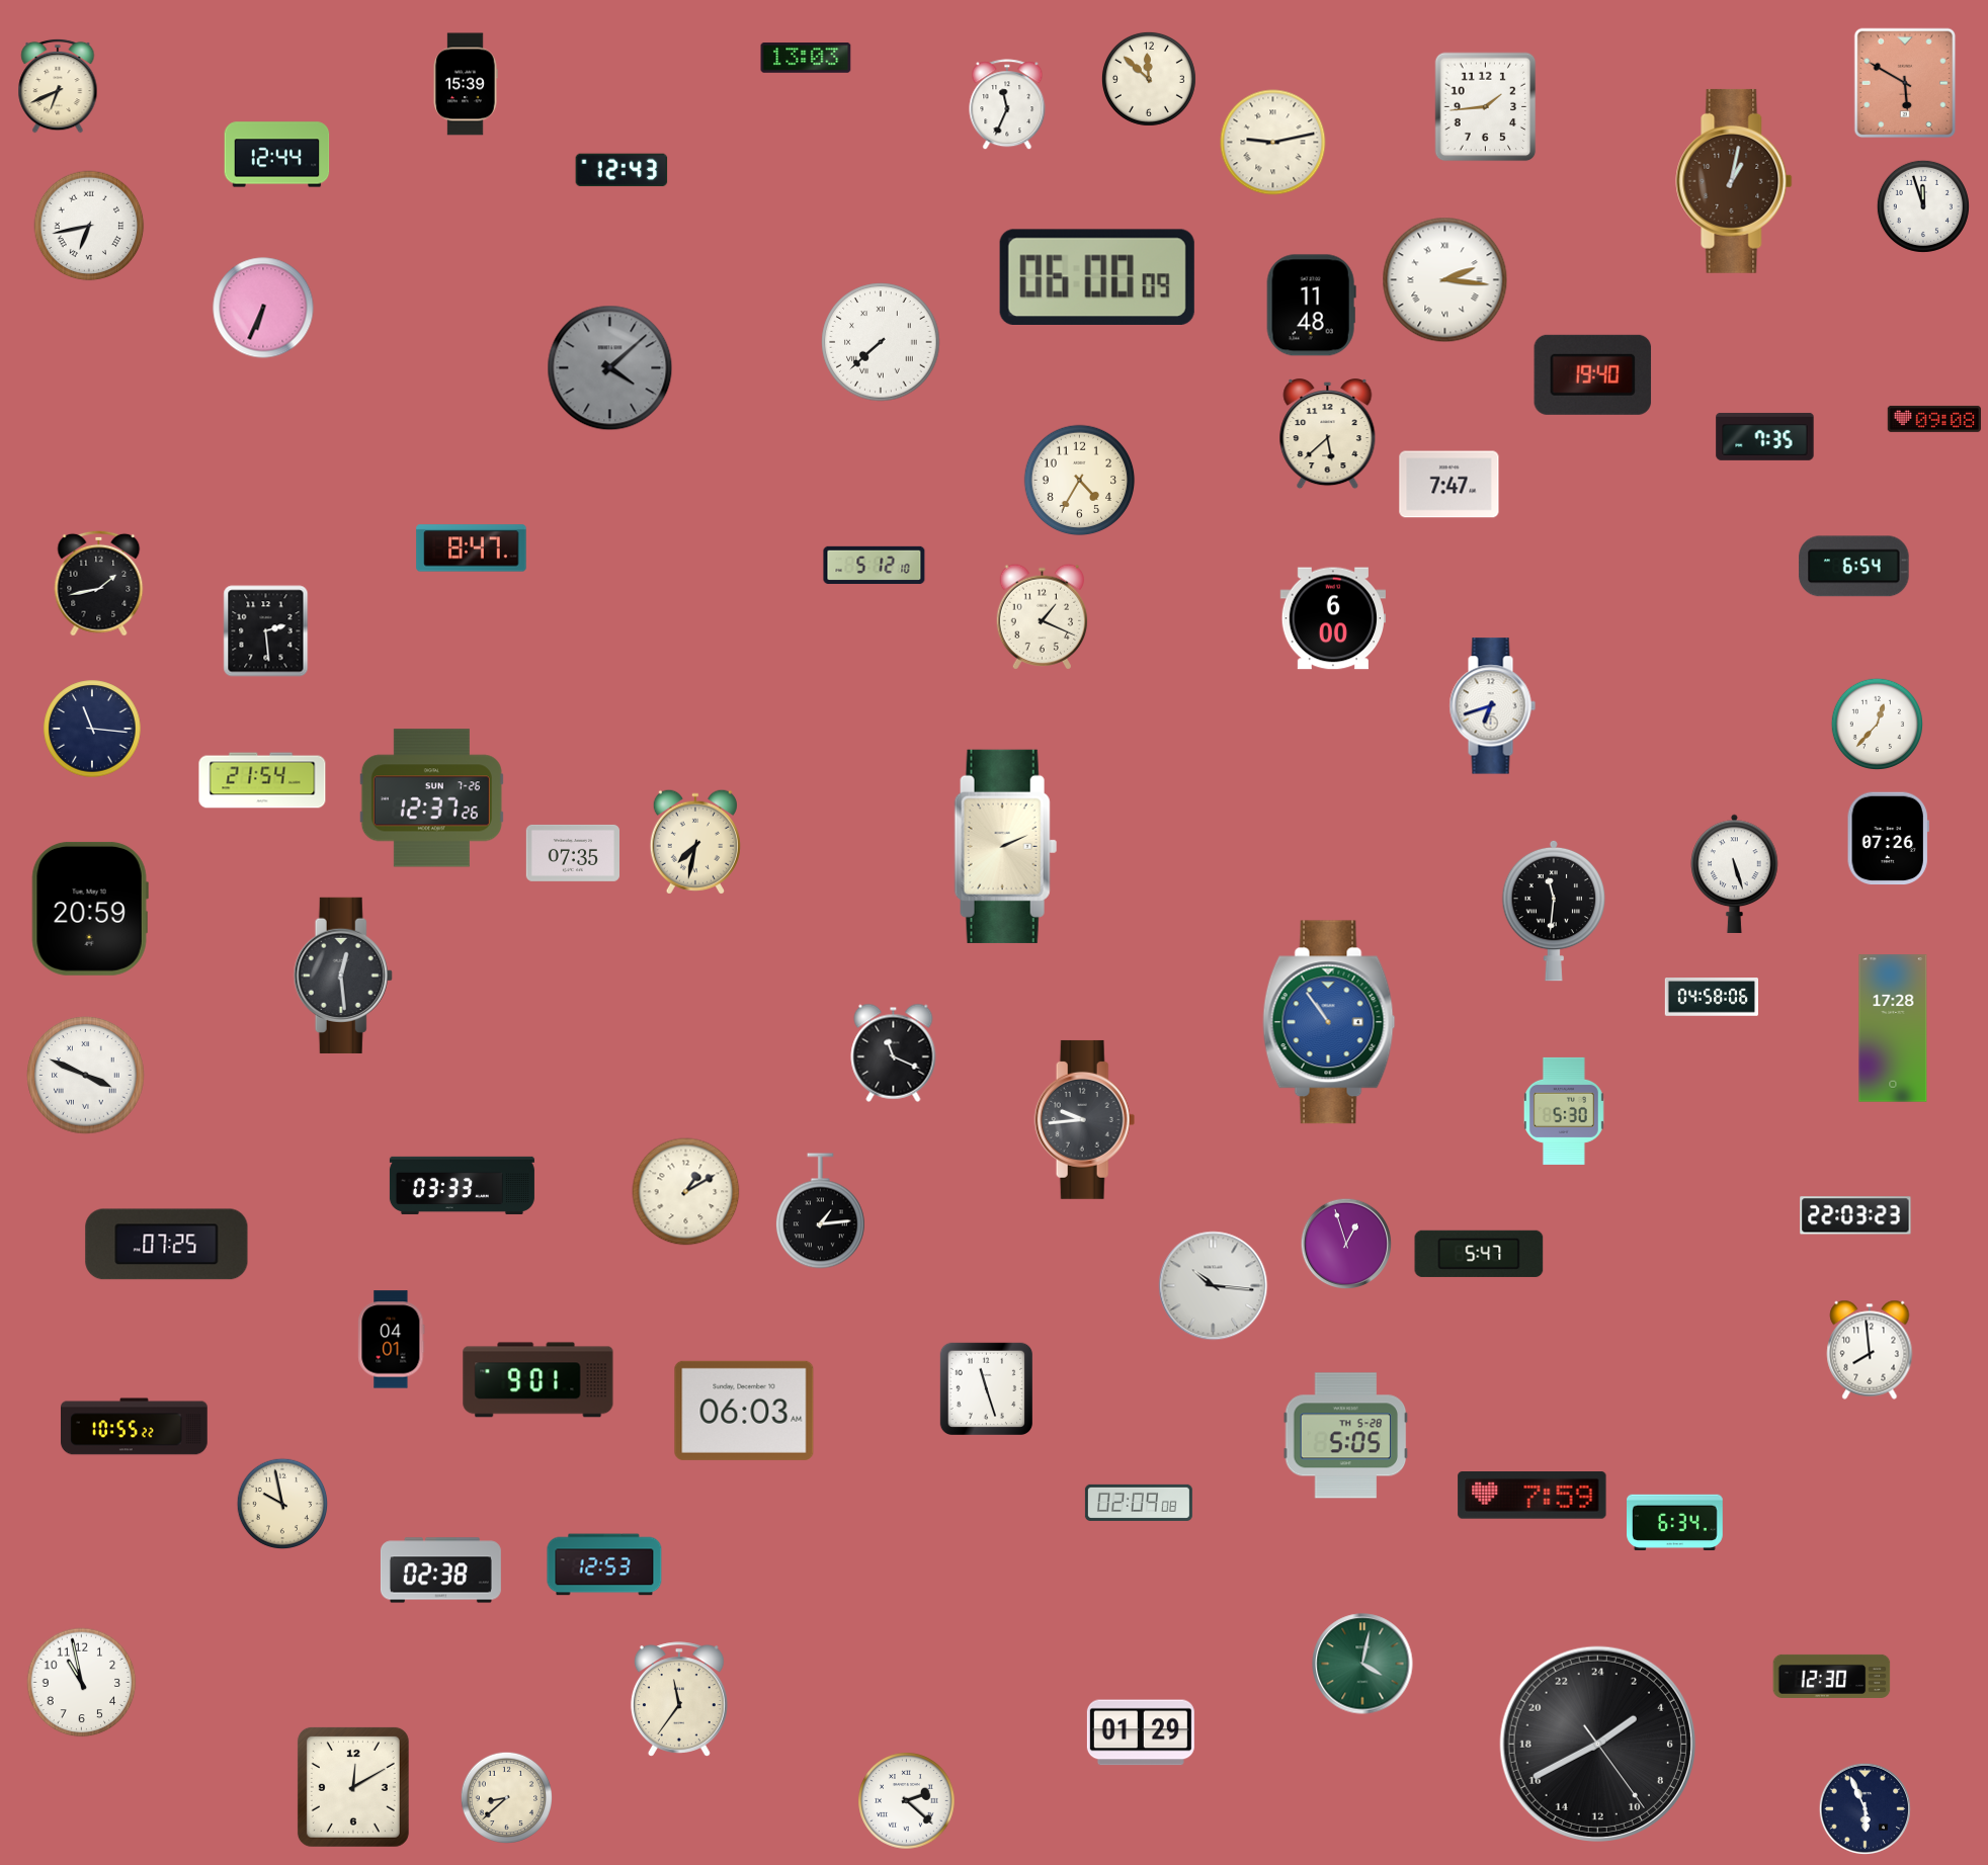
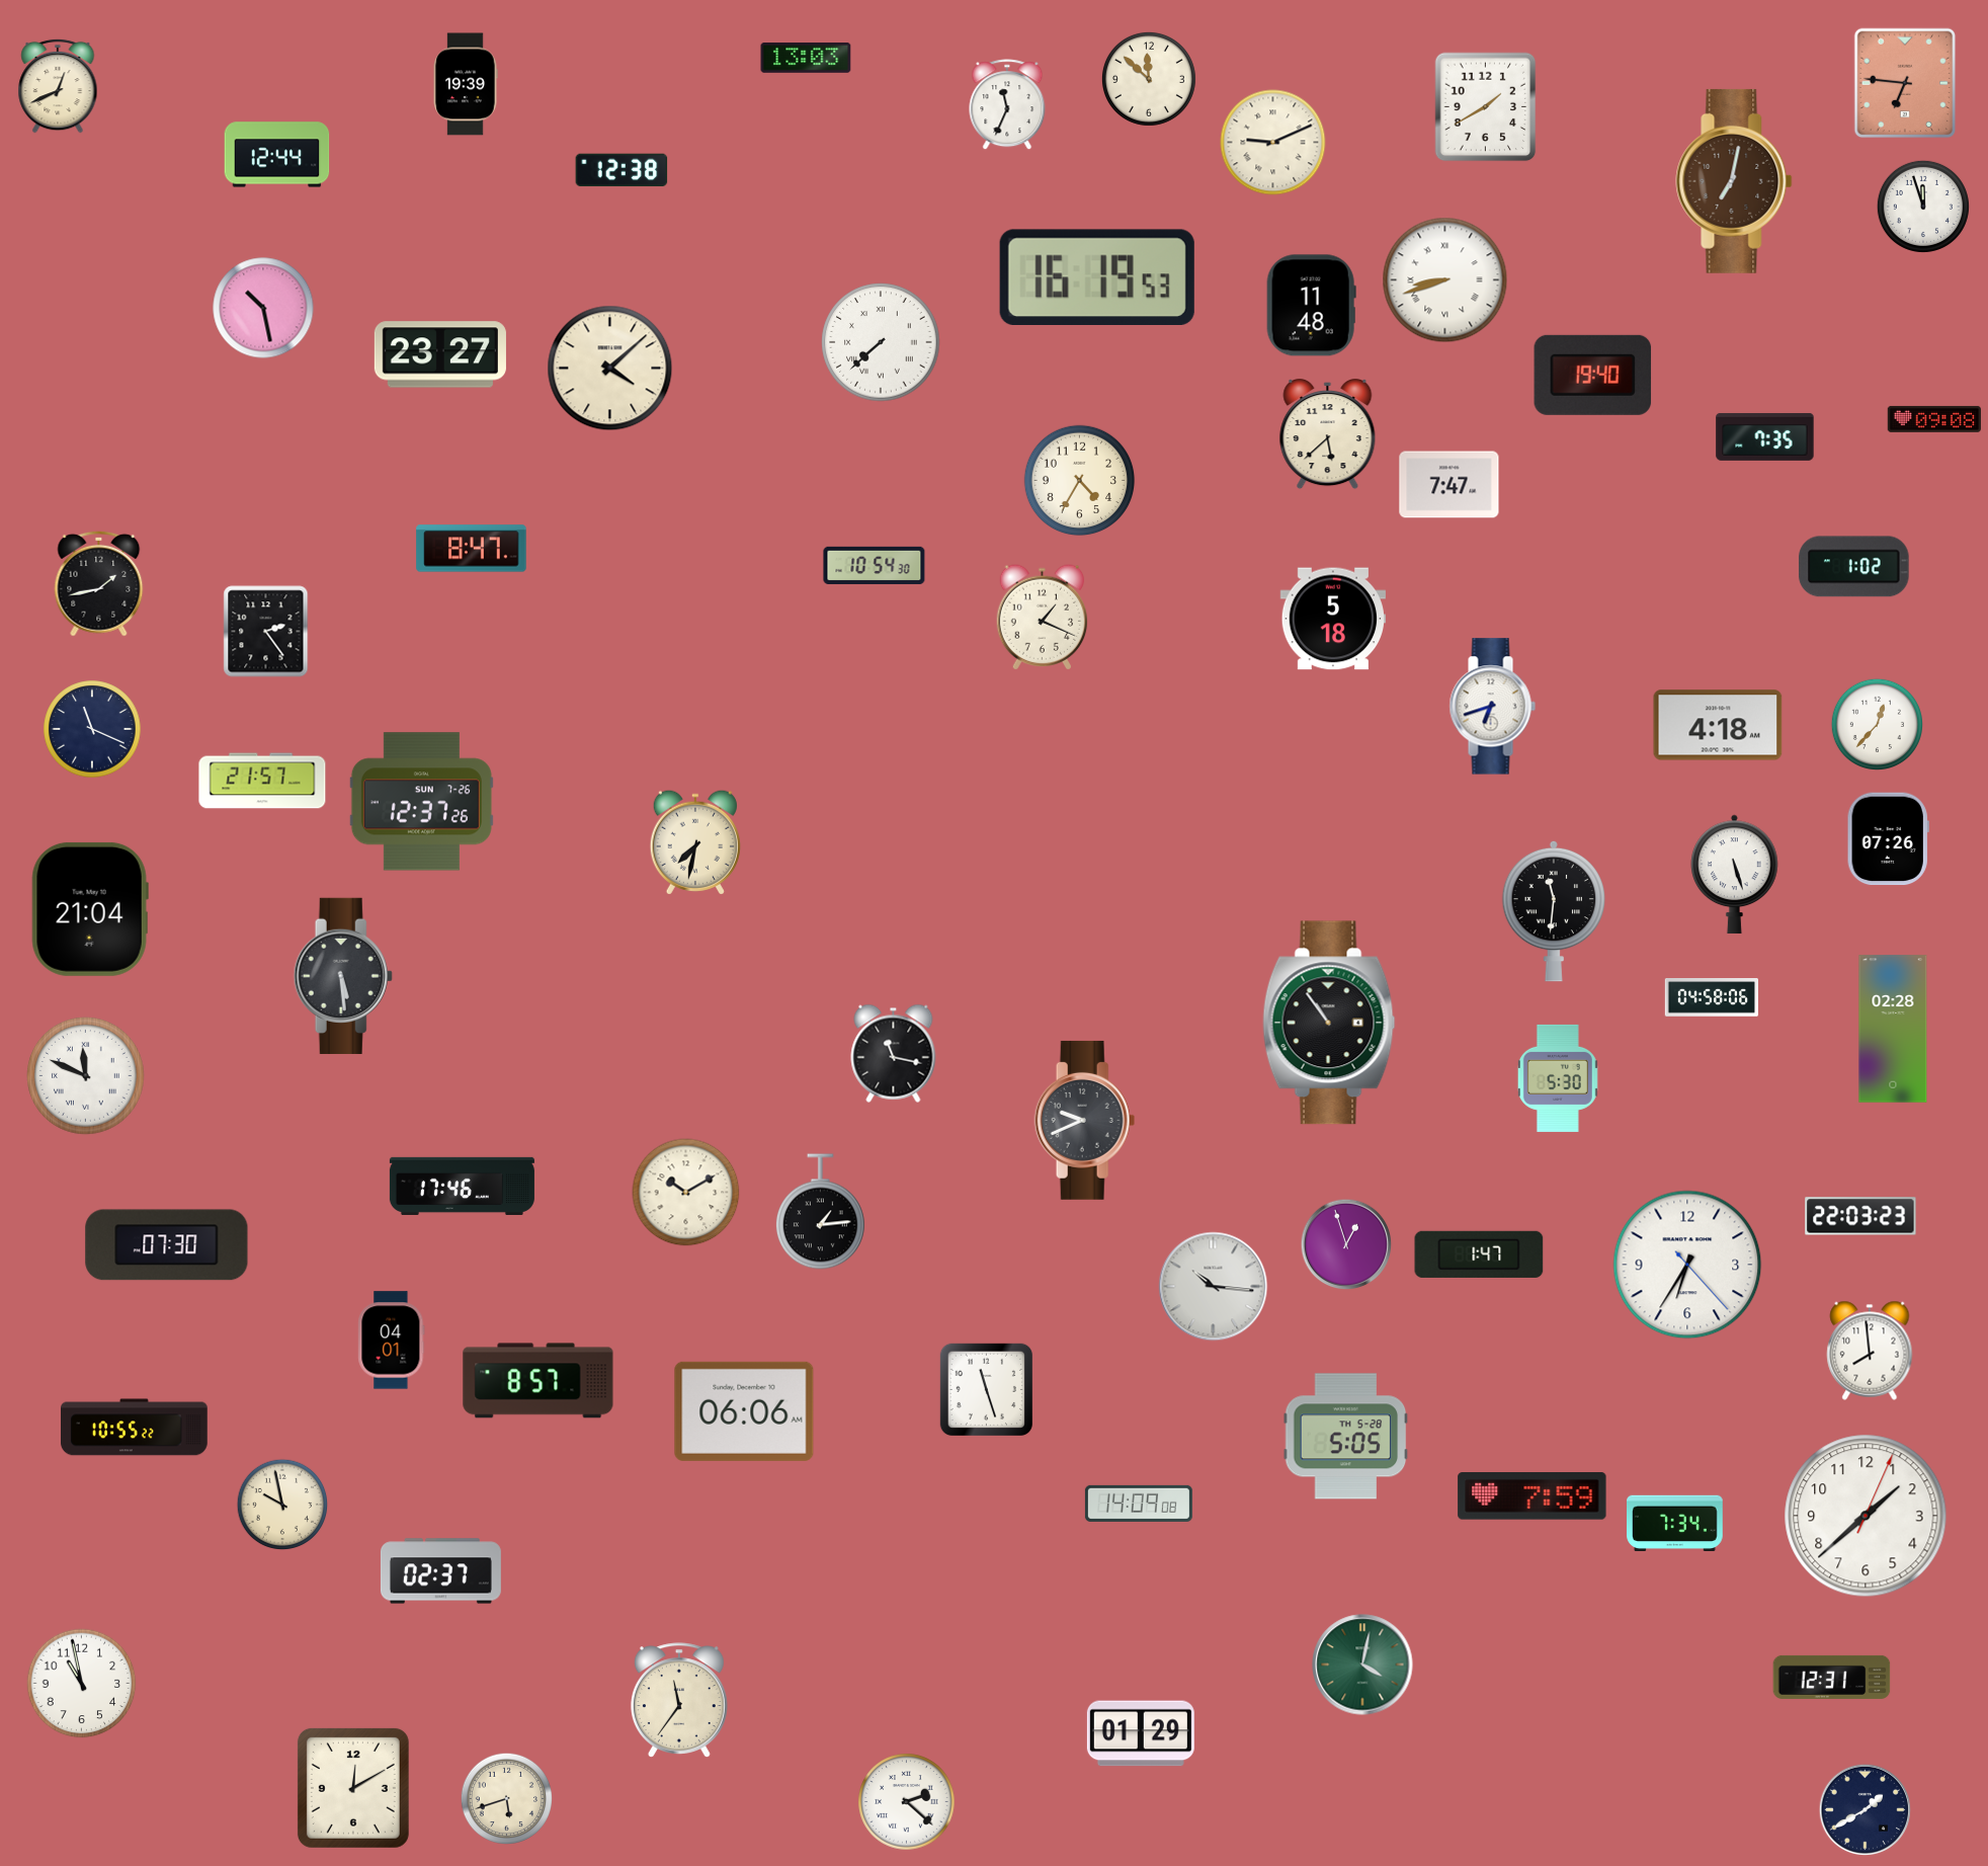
clock at (1905, 83): 5:50 -> 6:46
clock at (466, 84): 15:39 -> 19:39
clock at (58, 86): 6:41 -> 12:41
clock at (1486, 107): 1:44 -> 1:40
clock at (1273, 143): 9:13 -> 9:11
clock at (622, 170): 12:43 -> 12:38
clock at (1734, 181): 1:02 -> 7:02
clock at (89, 226): 6:43 -> none
clock at (1097, 276): 06:00 -> 16:19
clock at (1445, 280): 2:16 -> 8:42
clock at (263, 308): 6:34 -> 10:28
clock at (440, 354): none -> 23:27
clock at (610, 368) dial: grey -> cream
clock at (875, 565): 5:12 -> 10:54
clock at (1854, 567): 6:54 -> 1:02
clock at (1333, 618): 6:00 -> 5:18
clock at (266, 631): 2:29 -> 2:24
clock at (1718, 725): none -> 4:18
clock at (92, 729): 11:16 -> 11:19
clock at (262, 780): 21:54 -> 21:57
clock at (431, 798) position: (431, 798) -> (421, 802)
clock at (1005, 846): 2:11 -> none
clock at (572, 853): 07:35 -> none
clock at (90, 909): 20:59 -> 21:04
clock at (343, 976): 12:29 -> 5:29
clock at (1329, 1022) dial: blue -> black
clock at (1893, 1028): 17:28 -> 02:28
clock at (894, 1052): 11:19 -> 11:17
clock at (86, 1076): 3:49 -> 11:49
clock at (1564, 1111) position: (1564, 1111) -> (1558, 1078)
clock at (1085, 1119): 9:44 -> 9:41
clock at (462, 1185): 03:33 -> 17:46
clock at (686, 1192): 1:10 -> 10:10
clock at (1855, 1215) position: (1855, 1215) -> (1860, 1216)
clock at (167, 1245): 07:25 -> 07:30
clock at (1479, 1254): 5:47 -> 1:47
clock at (1687, 1265): none -> 6:35
clock at (539, 1380): 9:01 -> 8:57
clock at (744, 1411): 06:03 -> 06:06
clock at (1139, 1503): 02:09 -> 14:09
clock at (1866, 1516): none -> 1:38
clock at (1675, 1522): 6:34 -> 7:34
clock at (604, 1564): 12:53 -> none
clock at (440, 1571): 02:38 -> 02:37
clock at (1832, 1676): 12:30 -> 12:31
clock at (1597, 1744): 3:40 -> none
clock at (506, 1797): 8:38 -> 5:42
clock at (1865, 1808): 5:56 -> 1:40
